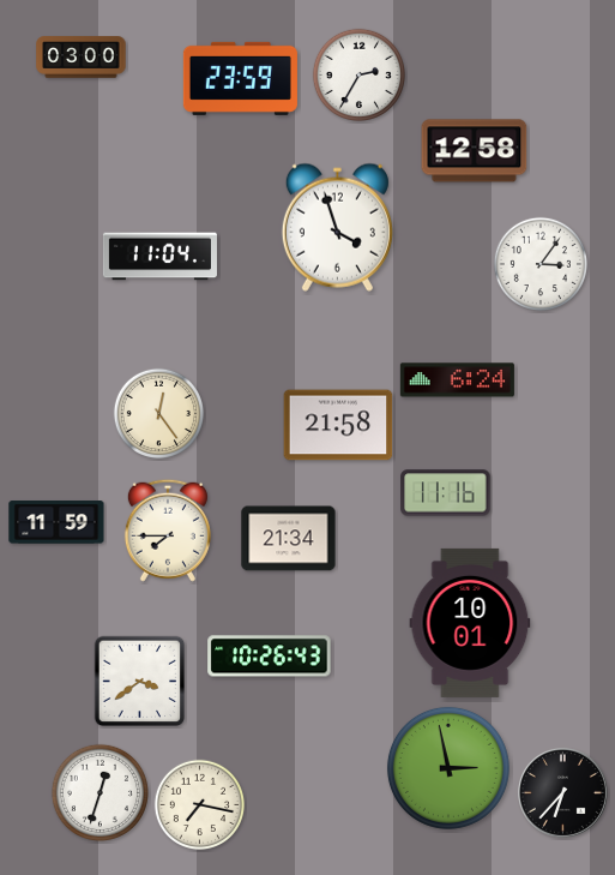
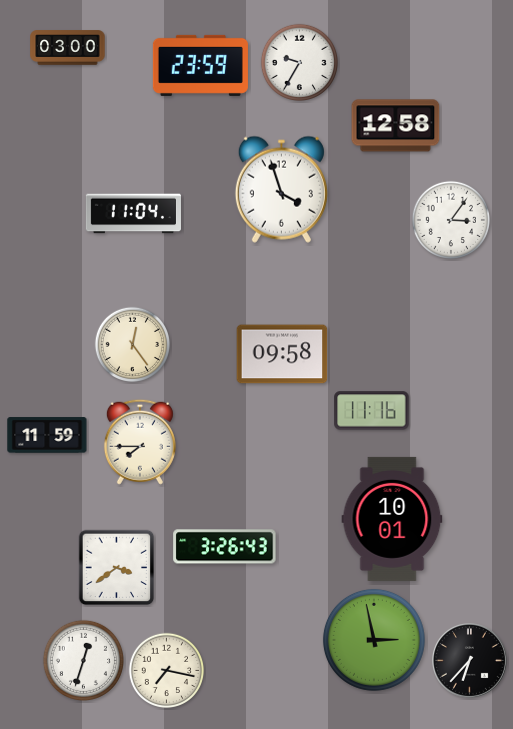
clock at (358, 74): 2:35 -> 9:35
clock at (457, 380): 6:24 -> none
clock at (338, 425): 21:58 -> 09:58
clock at (289, 539): 21:34 -> none
clock at (270, 657): 10:26 -> 3:26
